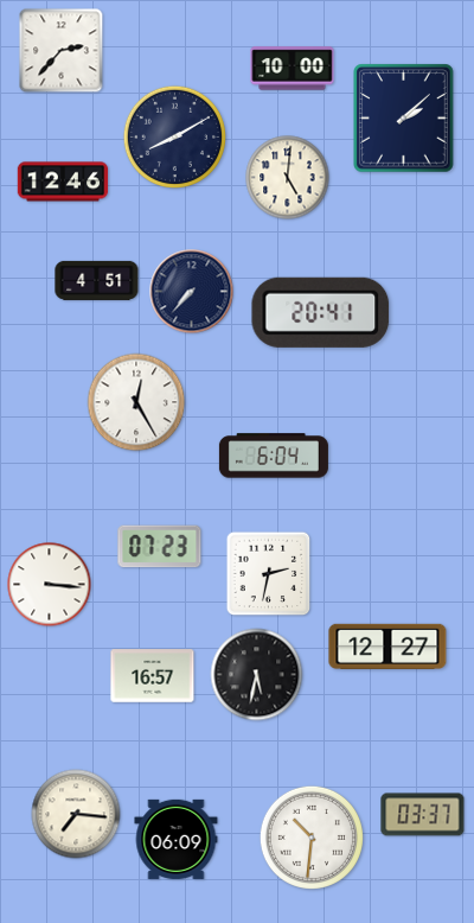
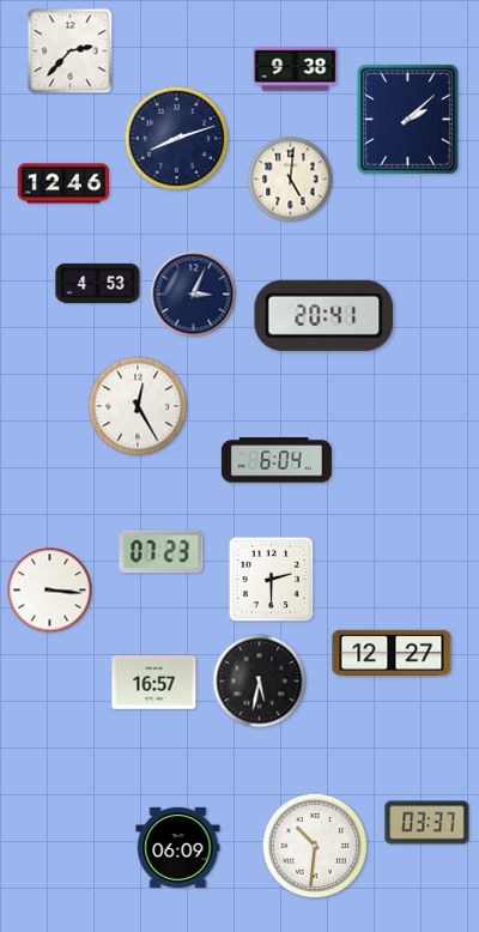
clock at (62, 51) position: (62, 51) -> (71, 52)
clock at (293, 69): 10:00 -> 9:38
clock at (174, 136): 8:10 -> 8:12
clock at (97, 280): 4:51 -> 4:53
clock at (192, 292): 7:37 -> 3:04
clock at (269, 574): 2:32 -> 2:30
clock at (76, 814): 7:16 -> none
